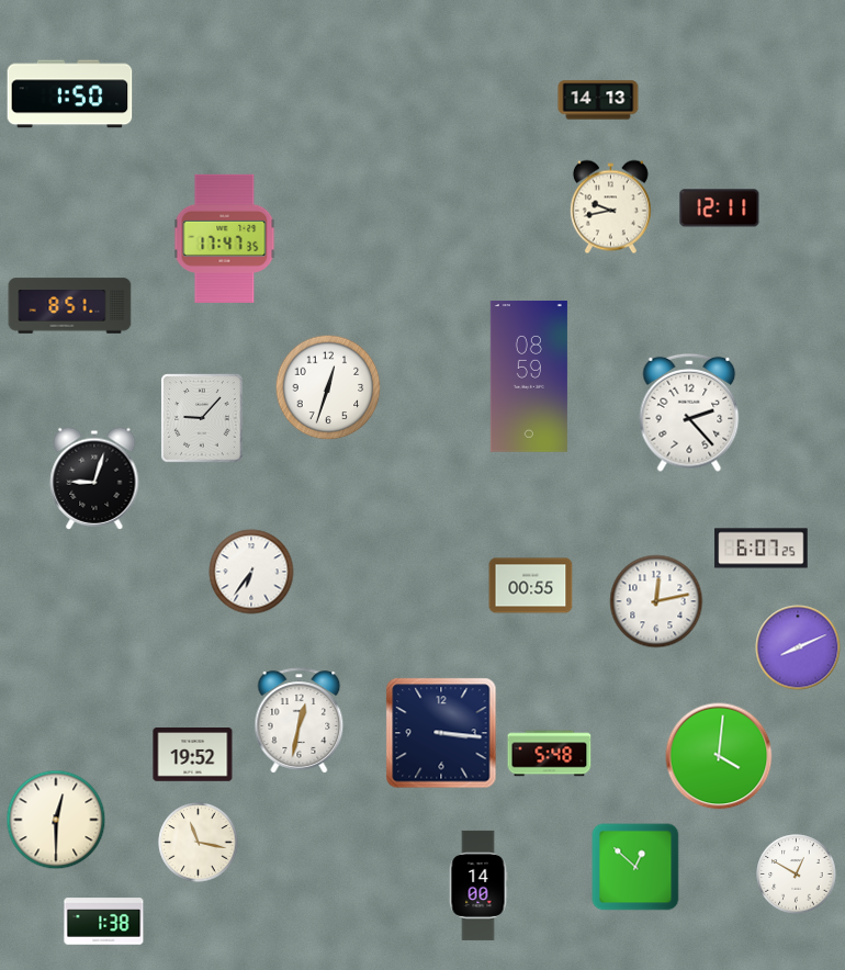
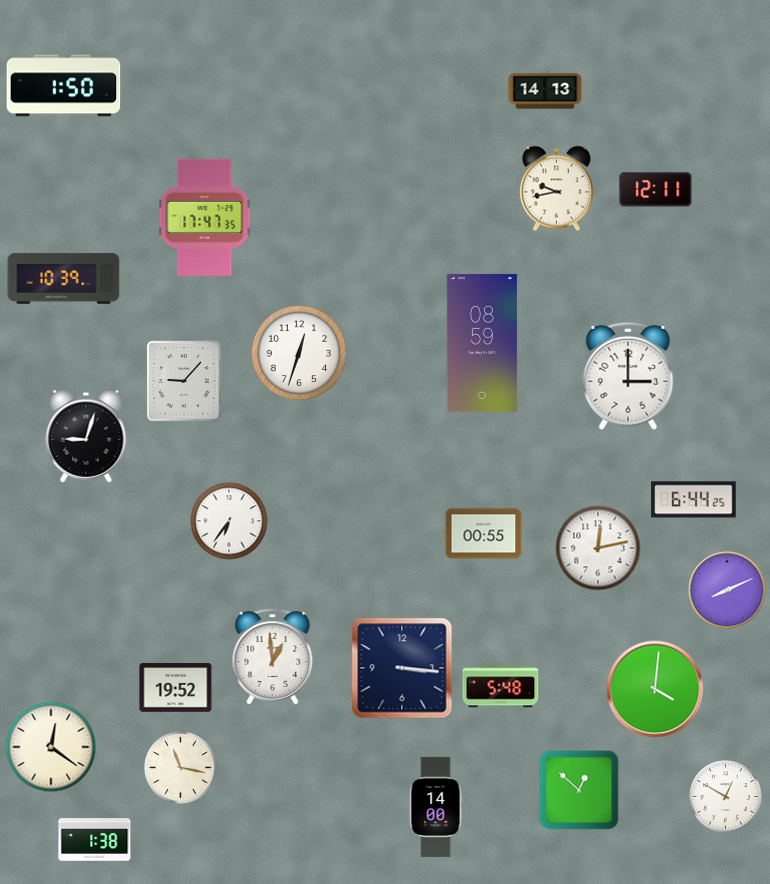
clock at (70, 306): 8:51 -> 10:39
clock at (689, 413): 2:23 -> 3:00
clock at (762, 549): 6:07 -> 6:44
clock at (300, 721): 12:32 -> 12:59
clock at (56, 820): 12:30 -> 12:21
